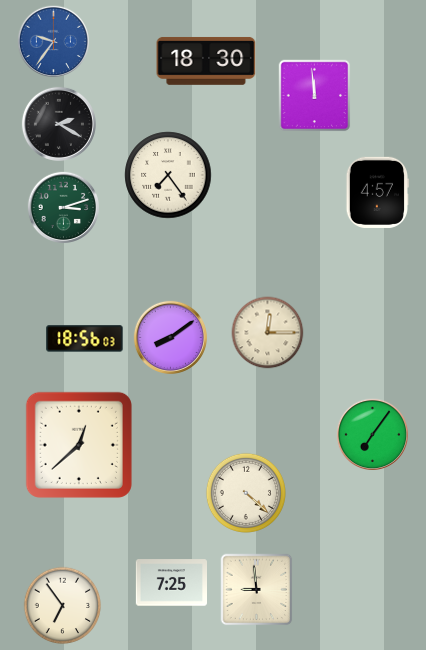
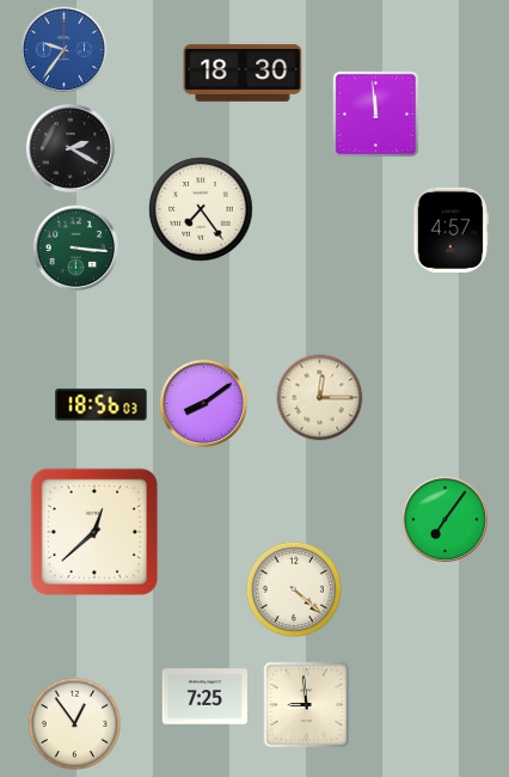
clock at (206, 61) position: (206, 61) -> (243, 73)
clock at (63, 207): 3:12 -> 3:16
clock at (63, 606): 6:54 -> 12:54
